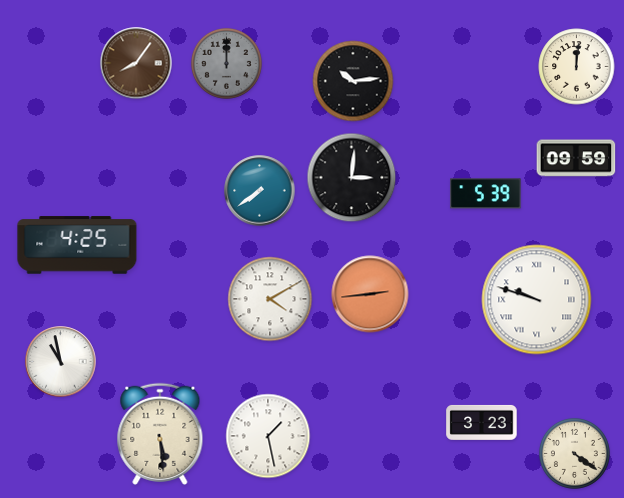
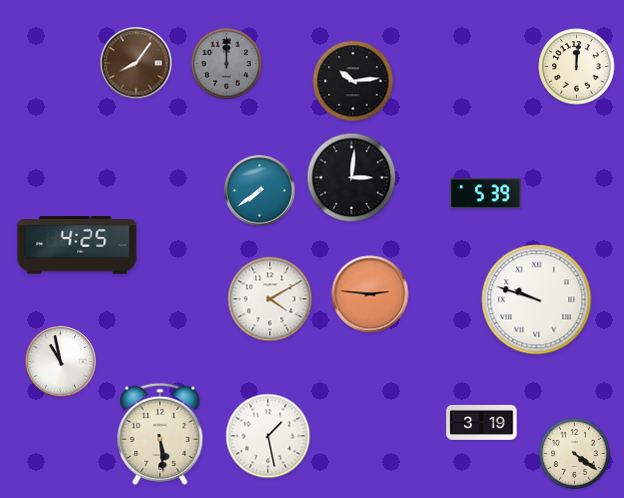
clock at (576, 158): 09:59 -> none
clock at (370, 294): 2:44 -> 2:46
clock at (482, 422): 3:23 -> 3:19
